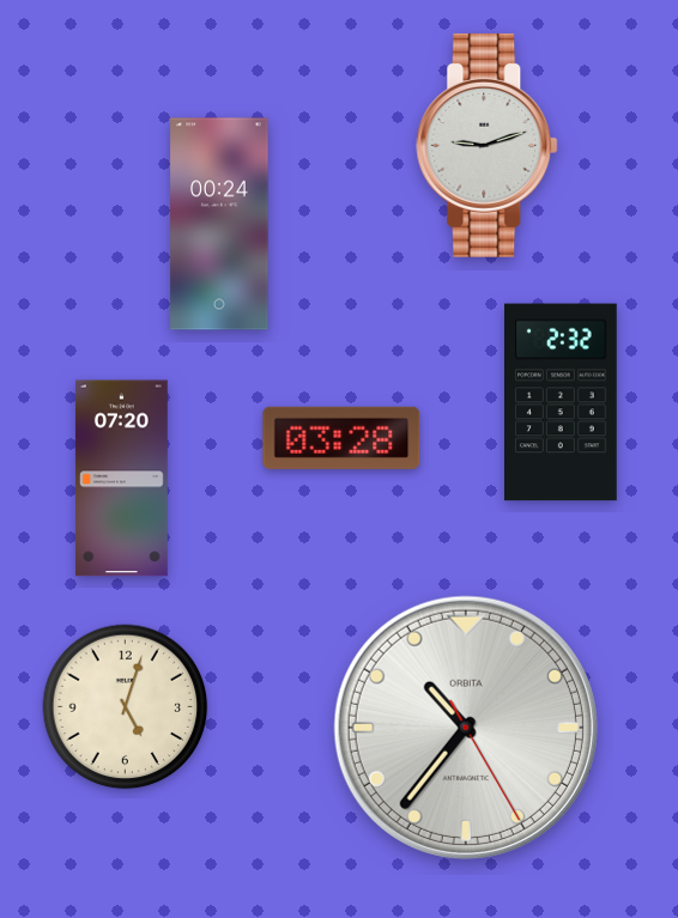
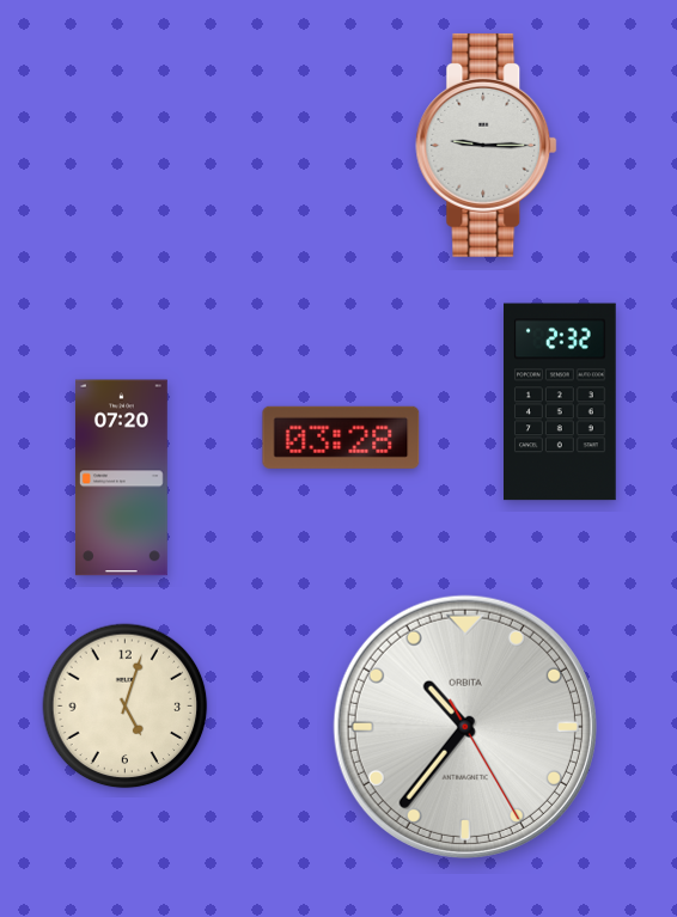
clock at (488, 145): 9:12 -> 9:15
clock at (219, 224): 00:24 -> none
